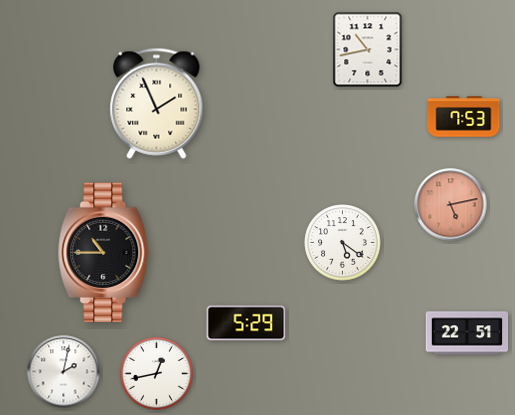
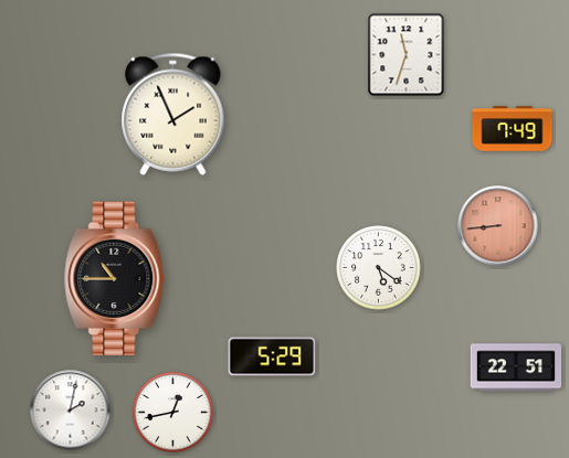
clock at (368, 50): 10:43 -> 11:33
clock at (464, 117): 7:53 -> 7:49
clock at (451, 205): 5:13 -> 8:44
